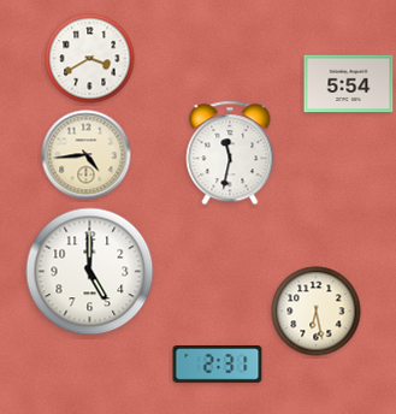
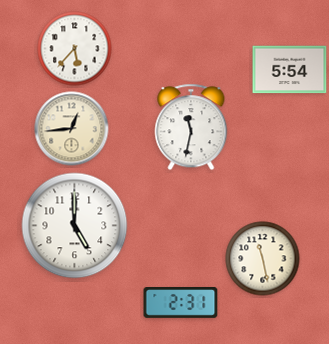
clock at (90, 59): 3:40 -> 5:37
clock at (87, 155): 4:44 -> 12:44
clock at (317, 312): 6:28 -> 11:28
